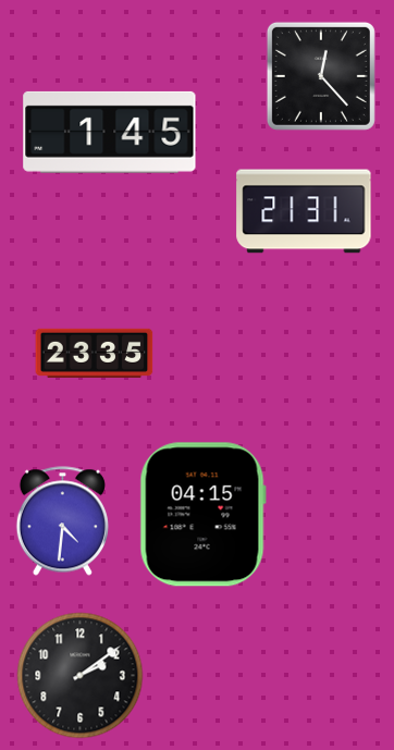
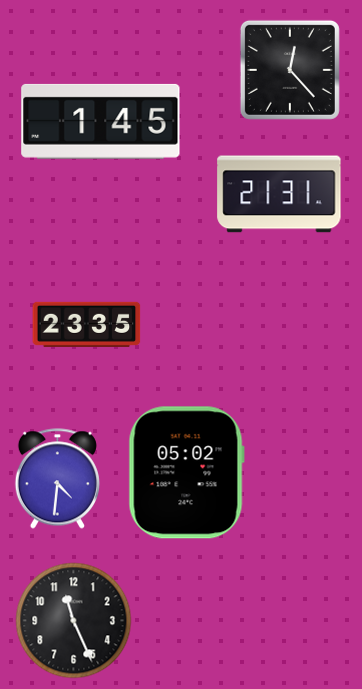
clock at (321, 76) position: (321, 76) -> (290, 70)
clock at (202, 515): 04:15 -> 05:02
clock at (81, 676): 2:09 -> 11:26
